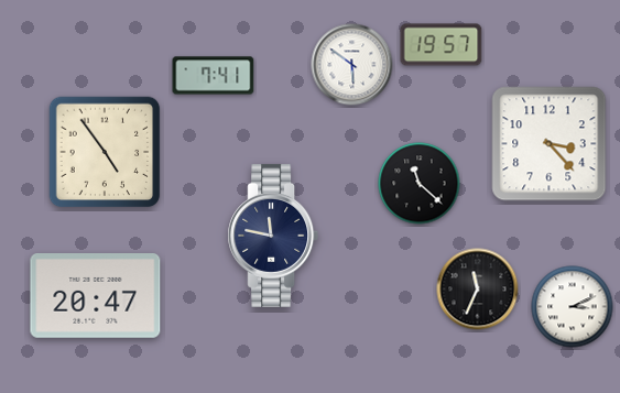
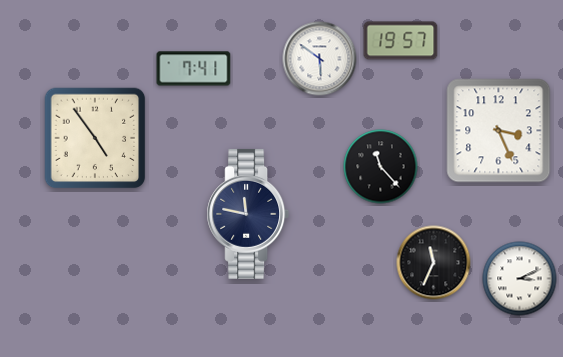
clock at (550, 144): 3:23 -> 3:26
clock at (420, 184): 11:22 -> 11:23
clock at (96, 296): 20:47 -> none
